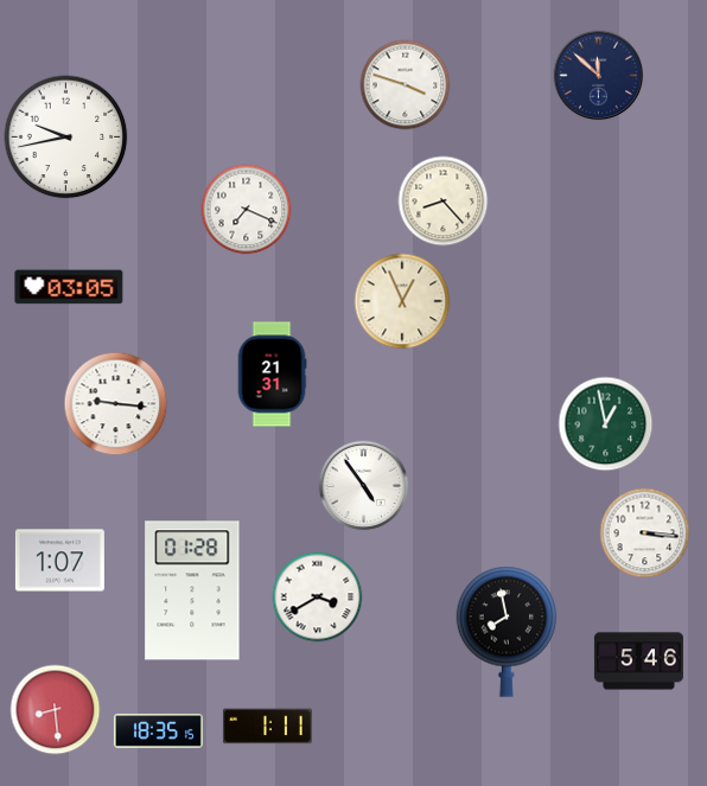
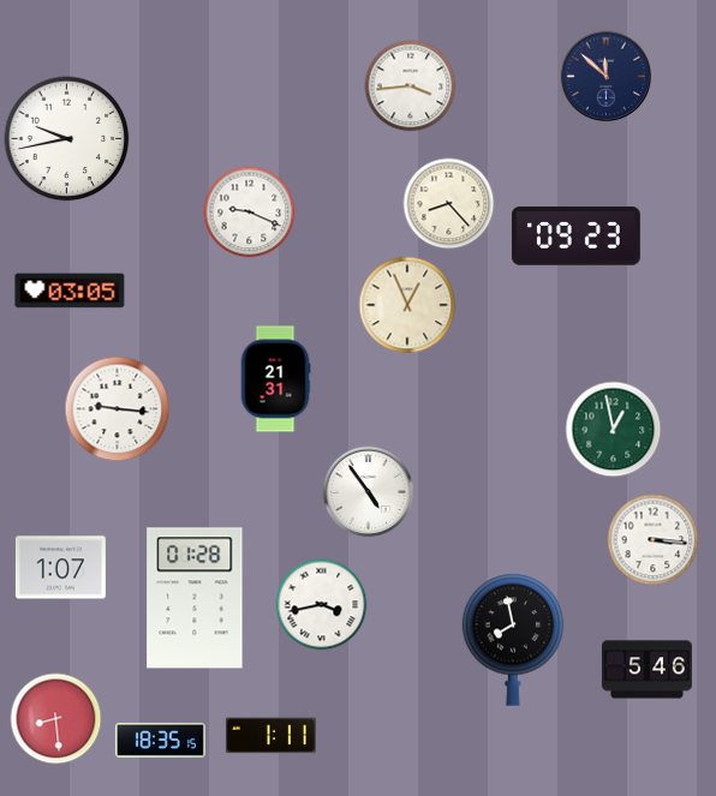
clock at (406, 85): 3:48 -> 3:44
clock at (247, 210): 7:19 -> 9:19
clock at (575, 237): none -> 09:23
clock at (318, 598): 3:40 -> 3:43
